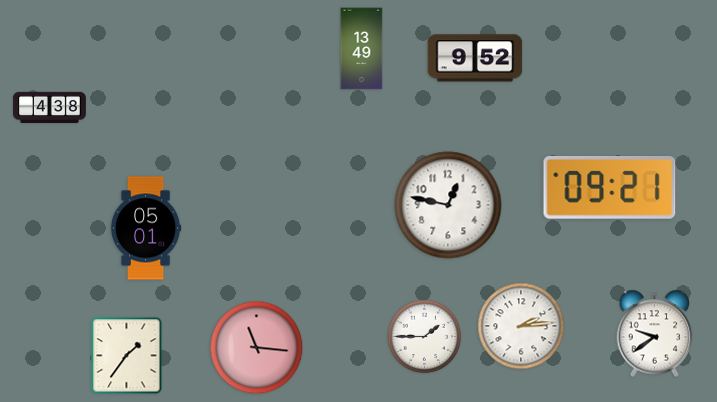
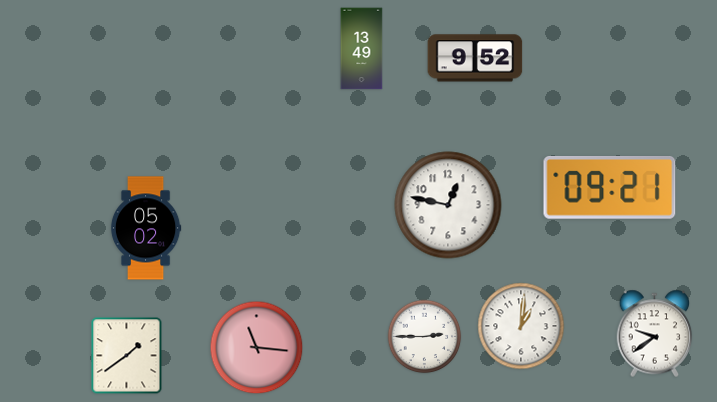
clock at (50, 107): 4:38 -> none
clock at (146, 228): 05:01 -> 05:02
clock at (521, 326): 2:14 -> 1:01
clock at (425, 337): 1:45 -> 2:45
clock at (127, 356): 1:36 -> 1:39
